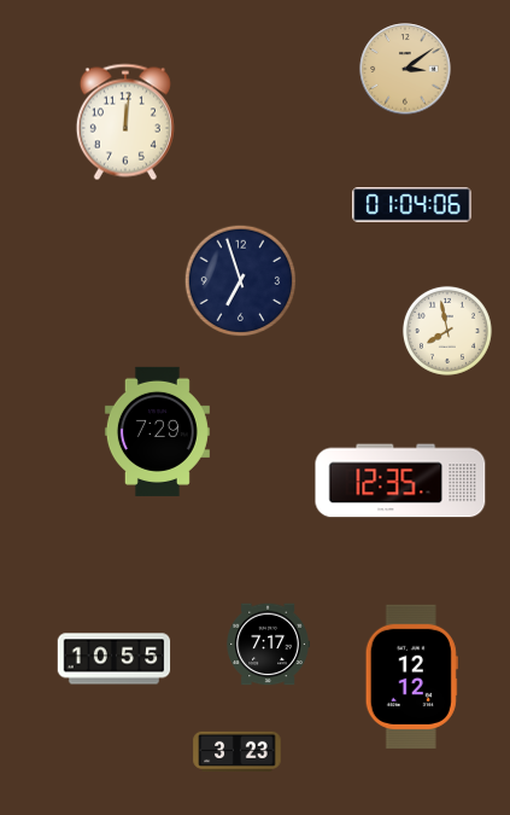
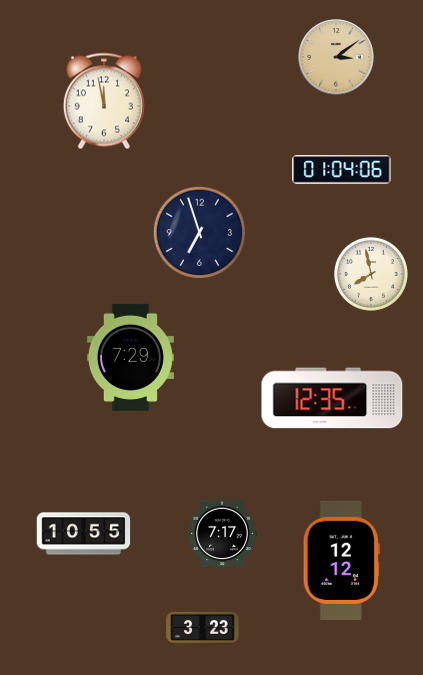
clock at (125, 122): 12:01 -> 11:58
clock at (115, 659) position: (115, 659) -> (84, 534)
clock at (238, 751) position: (238, 751) -> (203, 628)
